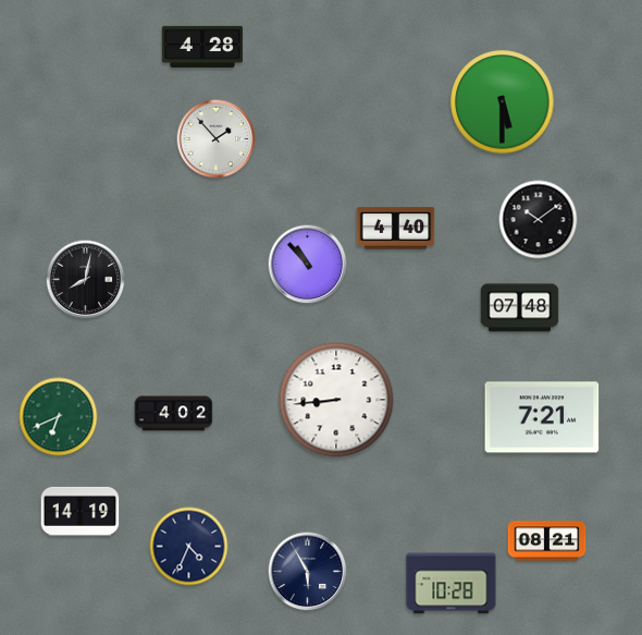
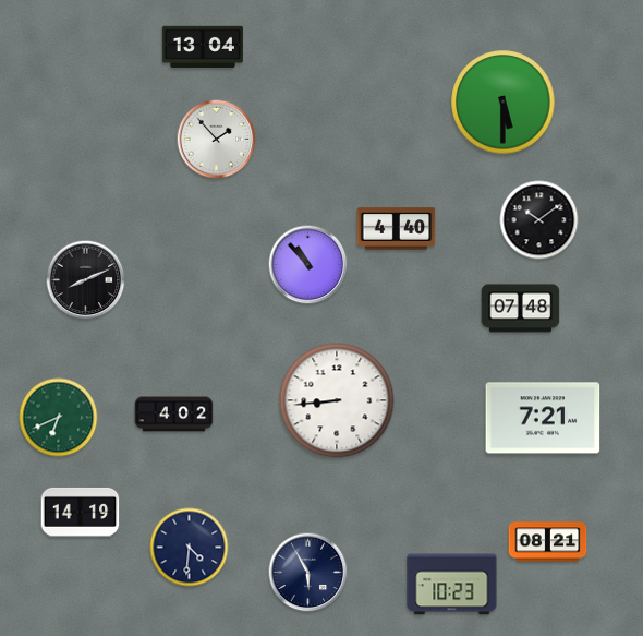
clock at (202, 47): 4:28 -> 13:04
clock at (86, 280): 8:02 -> 8:11
clock at (189, 547): 4:34 -> 4:31
clock at (452, 584): 10:28 -> 10:23
